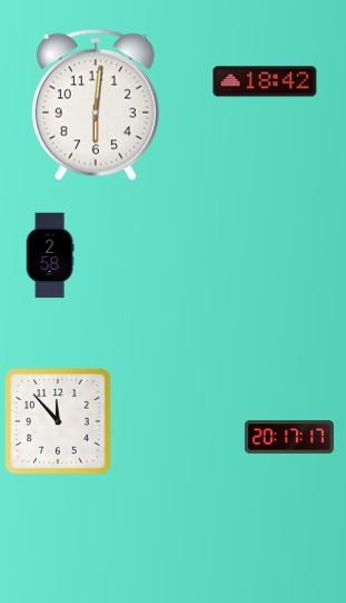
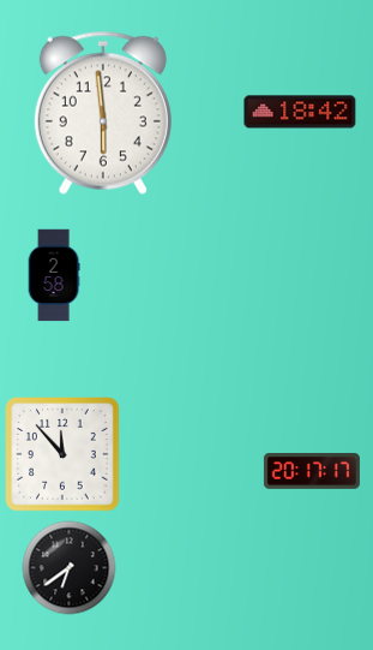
clock at (265, 81) position: (265, 81) -> (300, 112)
clock at (96, 105): 6:01 -> 5:59
clock at (70, 568): none -> 6:39
